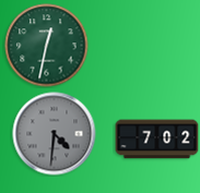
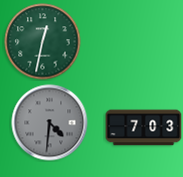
clock at (157, 140): 7:02 -> 7:03
